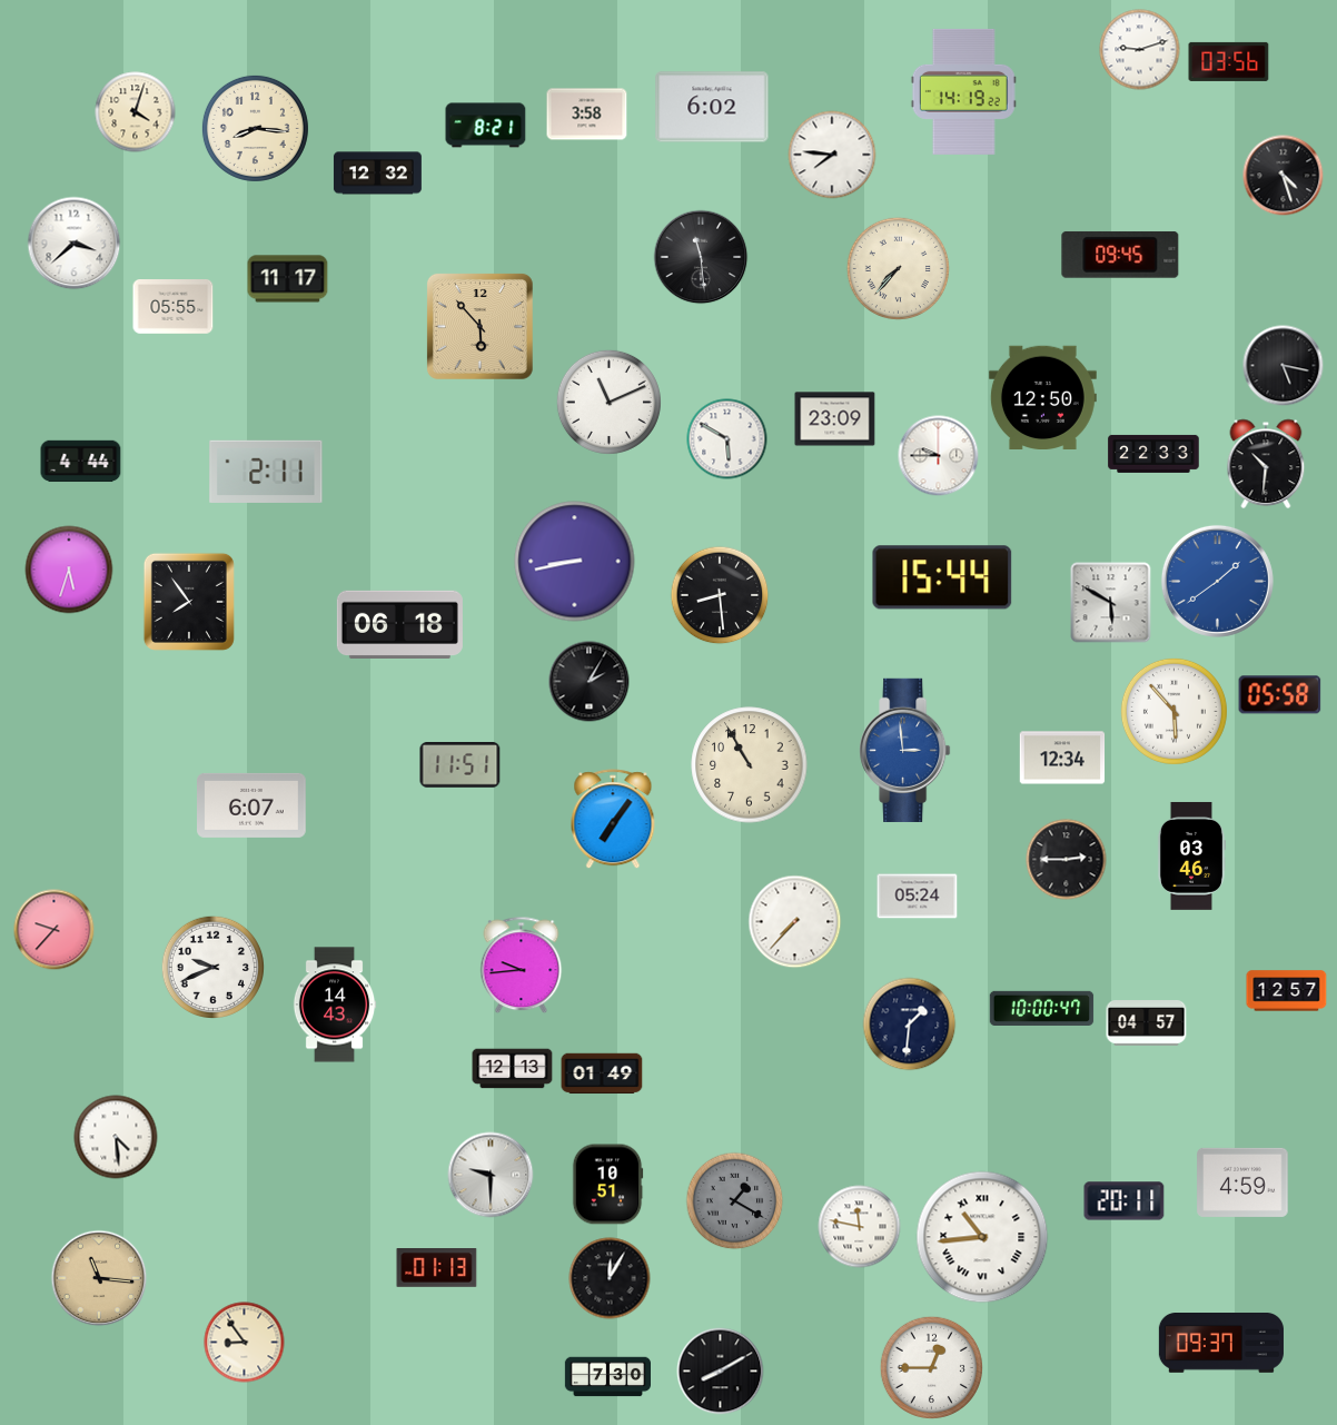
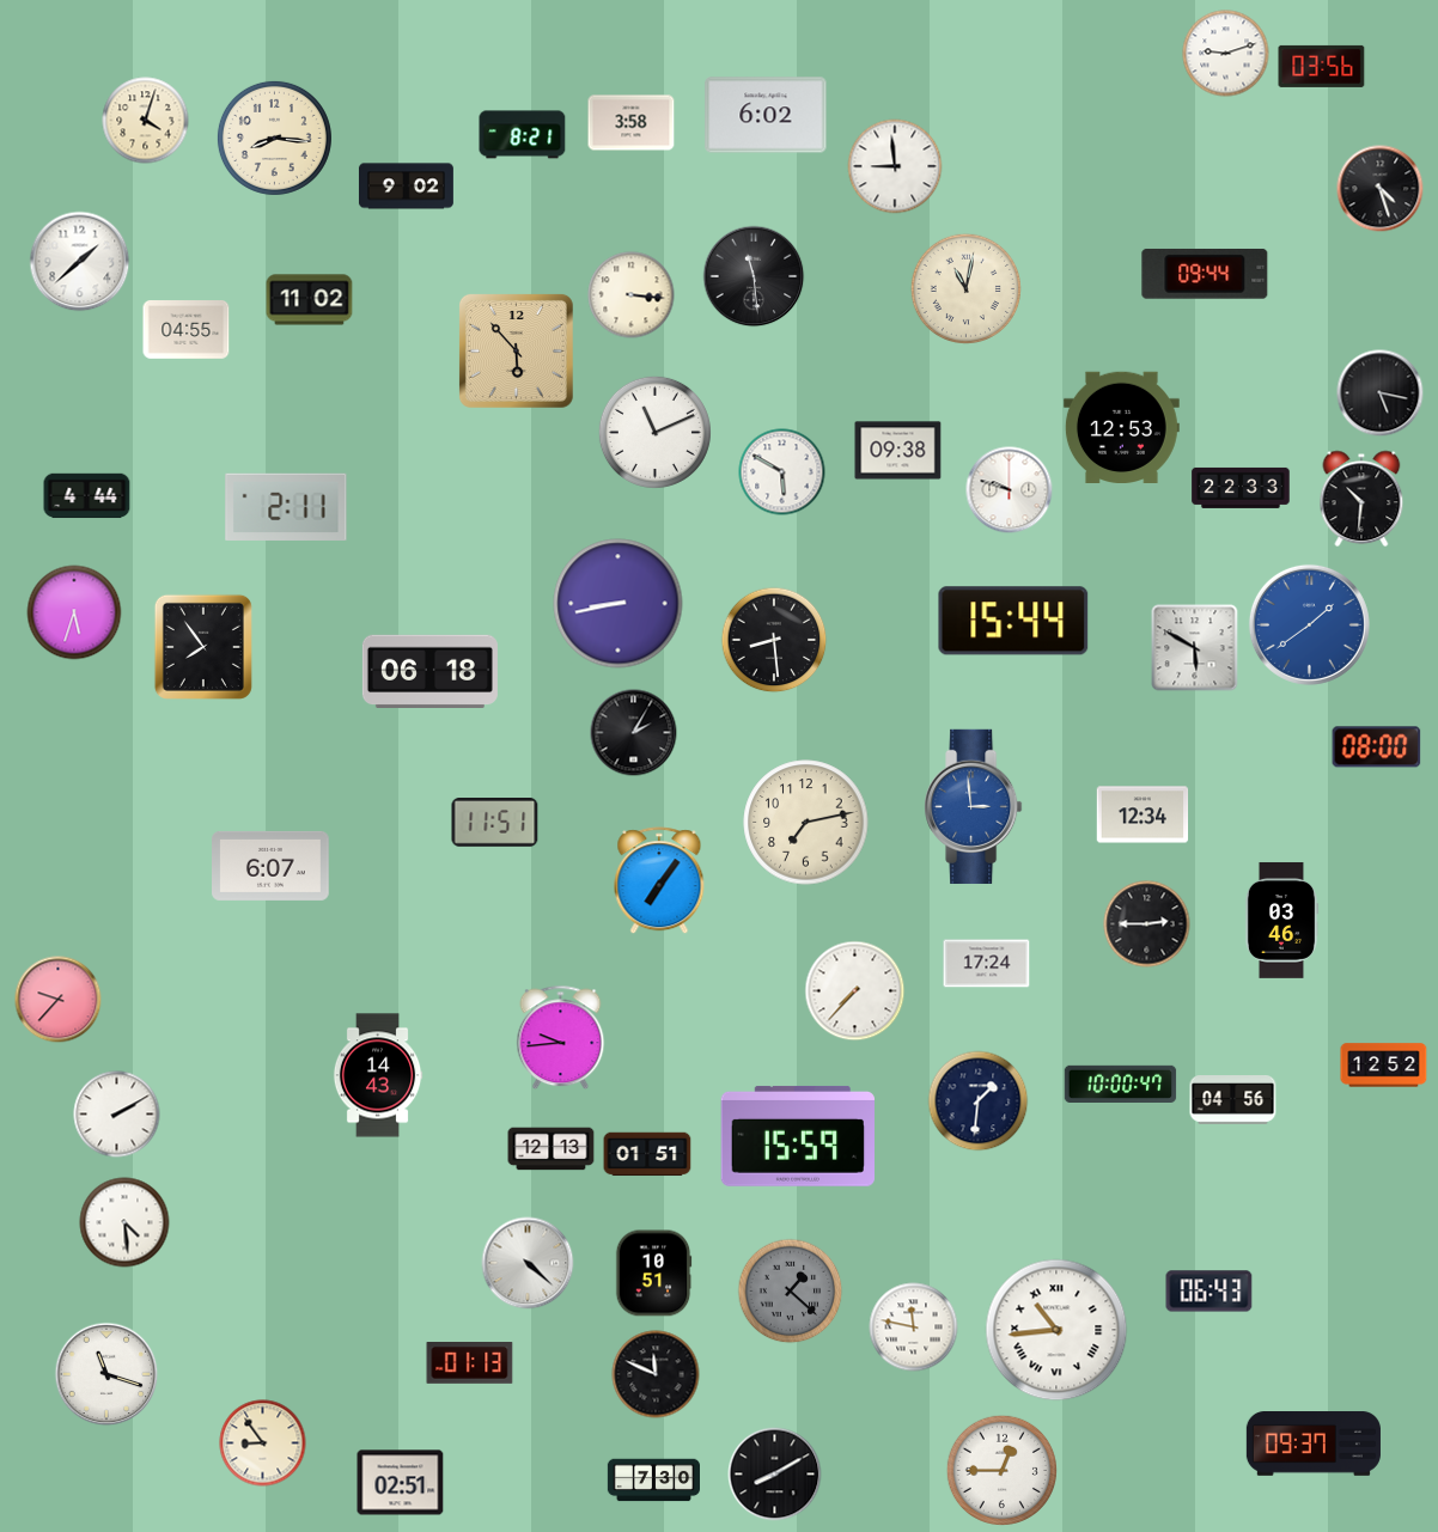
clock at (963, 91): 14:19 -> none
clock at (832, 155): 7:46 -> 8:59
clock at (377, 174): 12:32 -> 9:02
clock at (75, 244): 3:38 -> 1:38
clock at (1120, 255): 09:45 -> 09:44
clock at (898, 268): 7:37 -> 11:02
clock at (632, 295): none -> 3:16
clock at (288, 279): 11:17 -> 11:02
clock at (174, 307): 05:55 -> 04:55
clock at (1042, 398): 12:50 -> 12:53
clock at (835, 419): 23:09 -> 09:38
clock at (939, 456): 9:45 -> 9:48
clock at (1280, 695): 05:58 -> 08:00
clock at (1173, 711): 5:53 -> none
clock at (750, 765): 10:55 -> 7:13
clock at (918, 897): 05:24 -> 17:24
clock at (212, 967): 9:41 -> none
clock at (1287, 991): 12:57 -> 12:52
clock at (335, 1005) position: (335, 1005) -> (378, 1075)
clock at (1147, 1023): 04:57 -> 04:56
clock at (117, 1115): none -> 2:10
clock at (797, 1136): none -> 15:59
clock at (602, 1073): 01:49 -> 01:51
clock at (491, 1175): 9:30 -> 4:22
clock at (1242, 1182): 4:59 -> none
clock at (735, 1201): 1:20 -> 1:22
clock at (1125, 1201): 20:11 -> 06:43
clock at (860, 1227) position: (860, 1227) -> (914, 1327)
clock at (99, 1278): 11:16 -> 11:18
clock at (99, 1278) dial: champagne -> white
clock at (610, 1278): 12:05 -> 11:49
clock at (401, 1483): none -> 02:51
